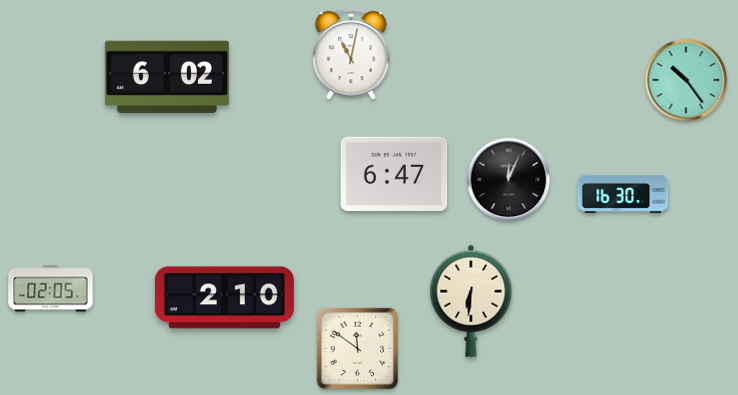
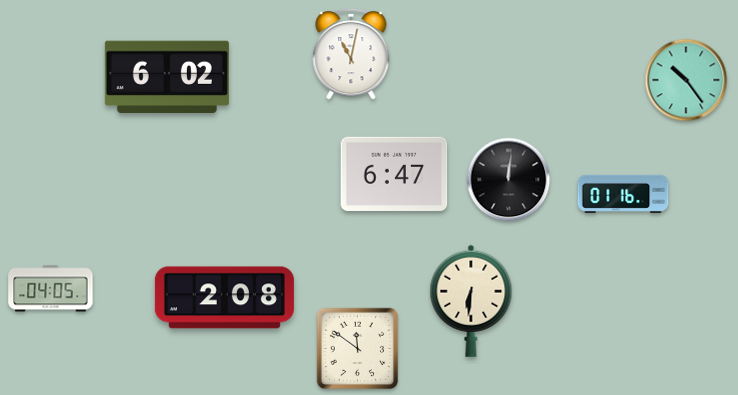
clock at (509, 180): 12:04 -> 12:01
clock at (623, 194): 16:30 -> 01:16
clock at (51, 289): 02:05 -> 04:05
clock at (224, 298): 2:10 -> 2:08
